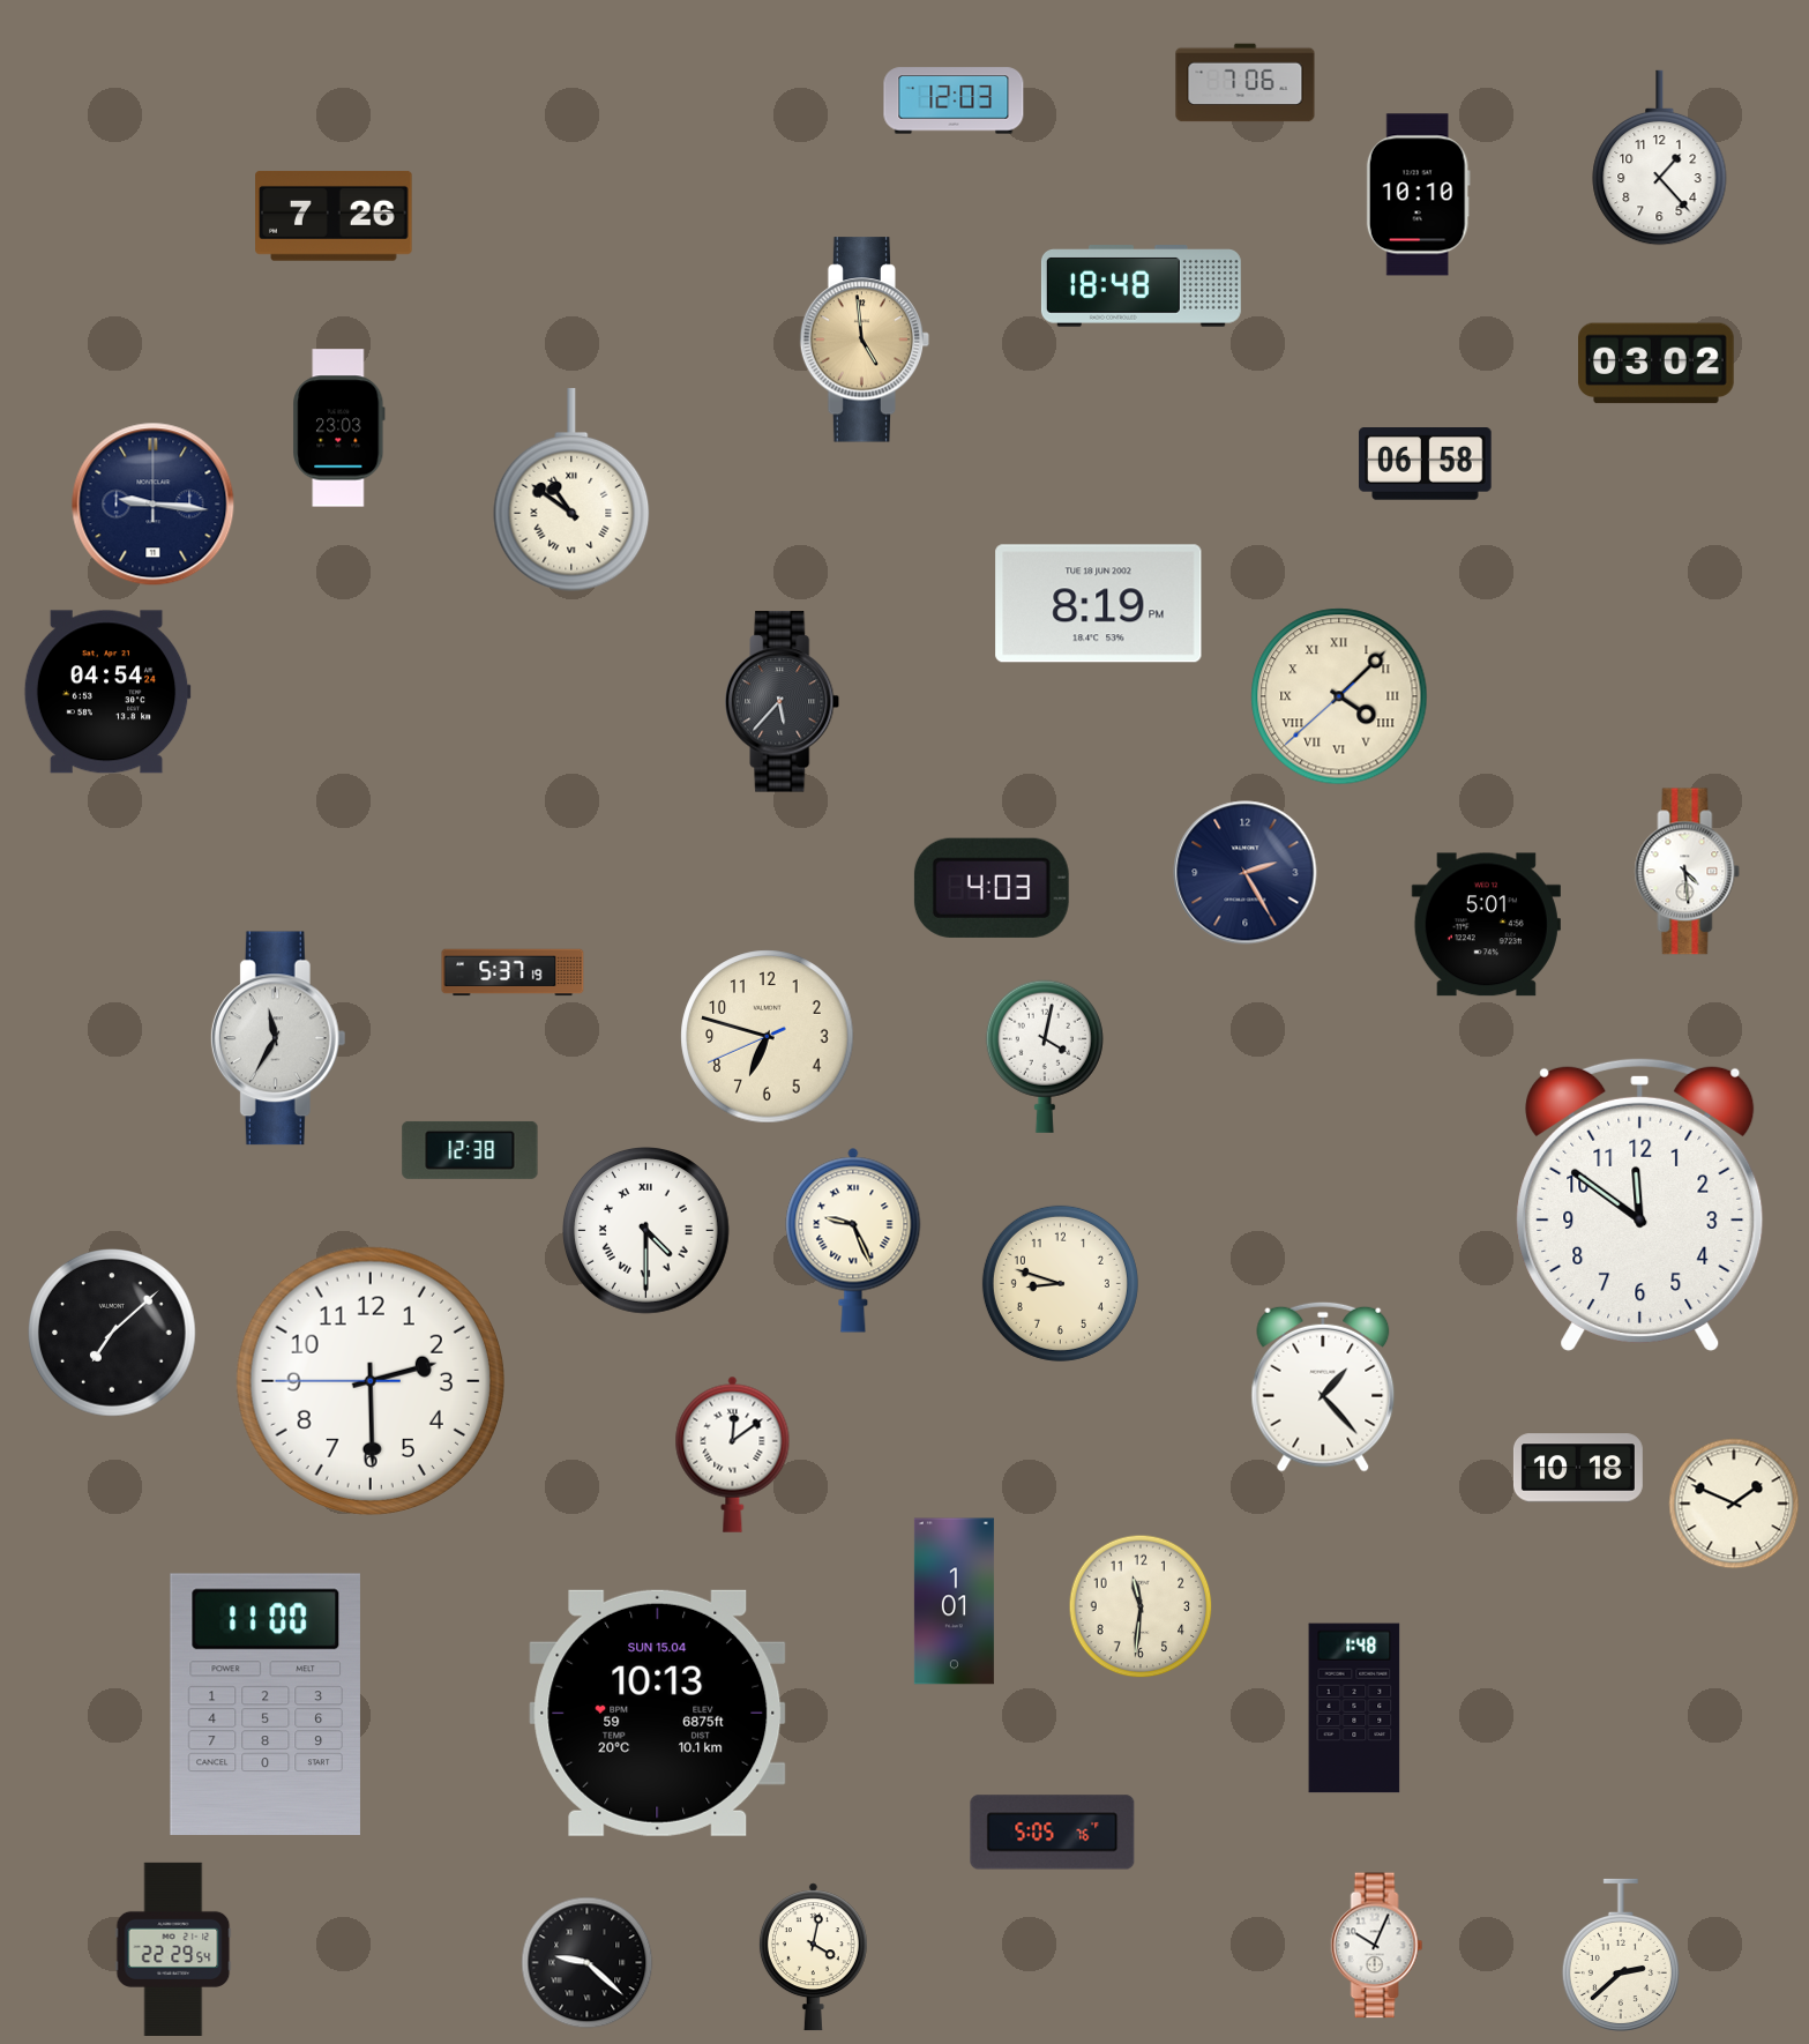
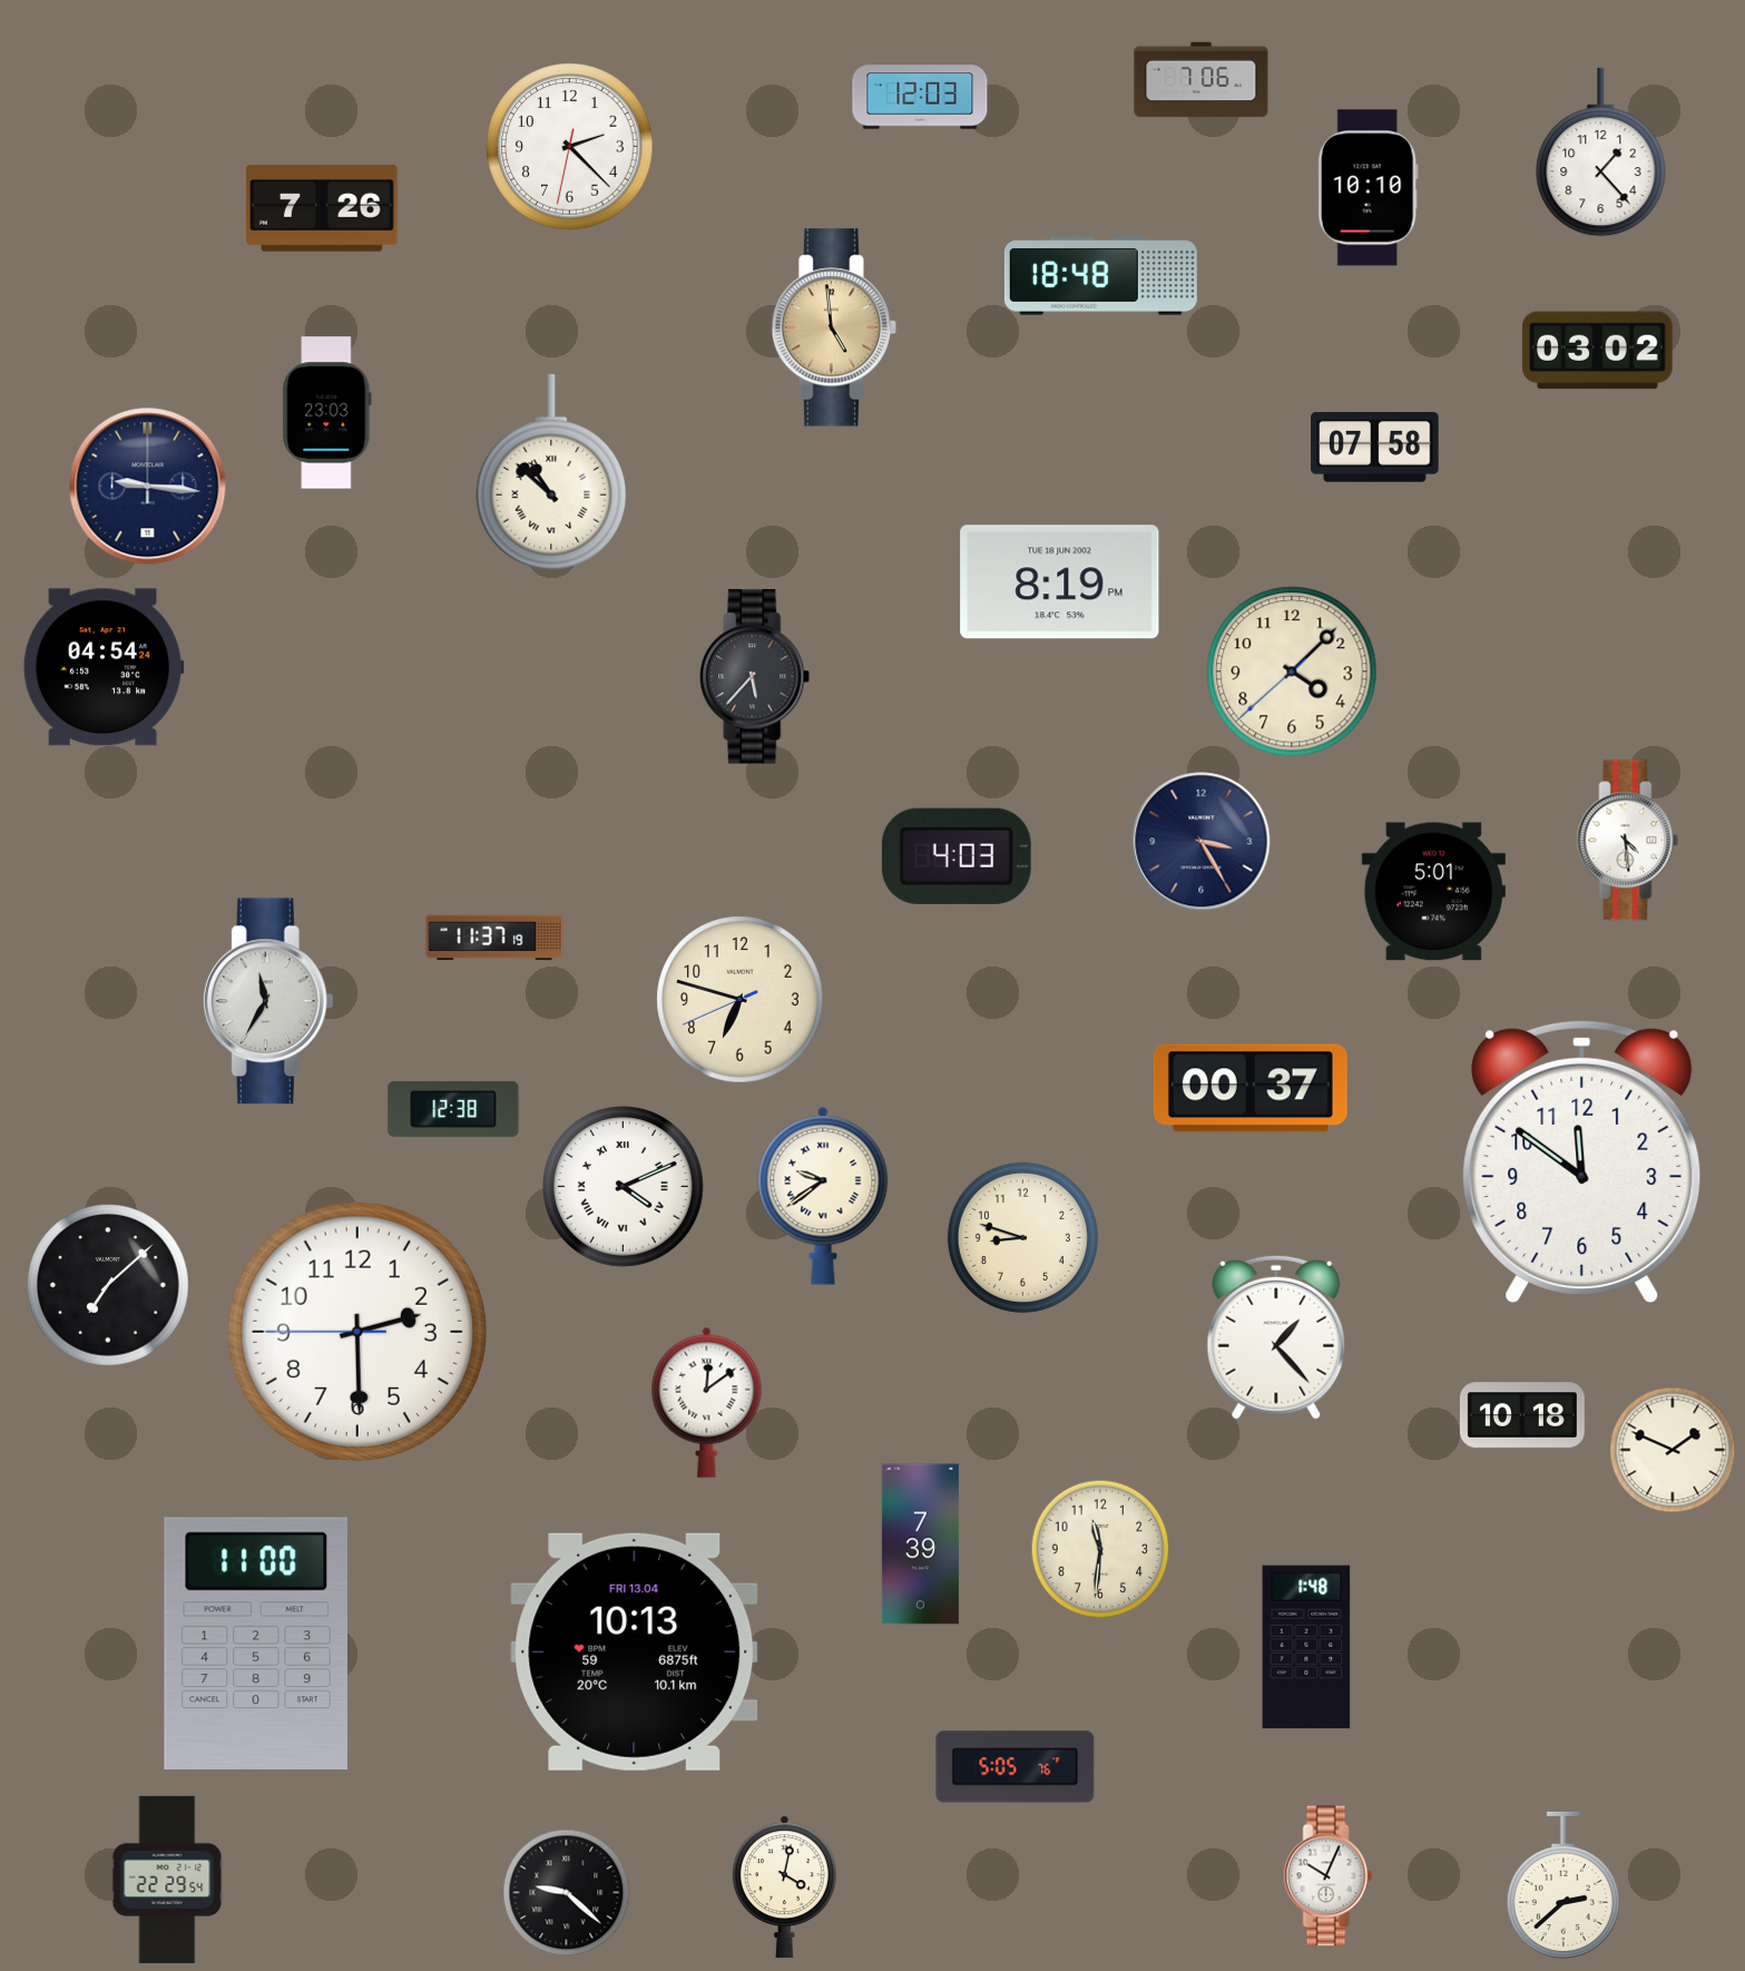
clock at (570, 147): none -> 2:22
clock at (1426, 464): 06:58 -> 07:58
clock at (571, 491): 10:51 -> 10:52
clock at (1339, 696) numerals: Roman -> Arabic
clock at (1246, 873): 2:25 -> 3:25
clock at (513, 972): 5:37 -> 11:37
clock at (1045, 1057): 4:02 -> none
clock at (1251, 1088): none -> 00:37
clock at (646, 1231): 4:30 -> 4:11
clock at (853, 1240): 9:26 -> 9:39
clock at (954, 1602): 1:01 -> 7:39
clock at (658, 1713) date: SUN 15.04 -> FRI 13.04
